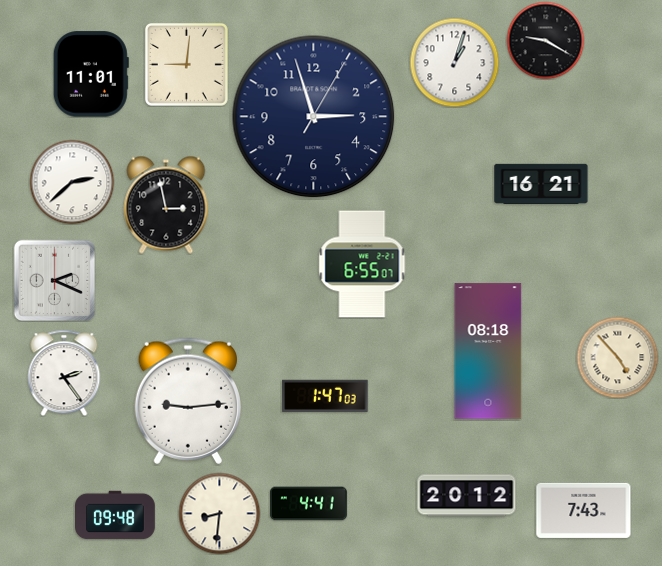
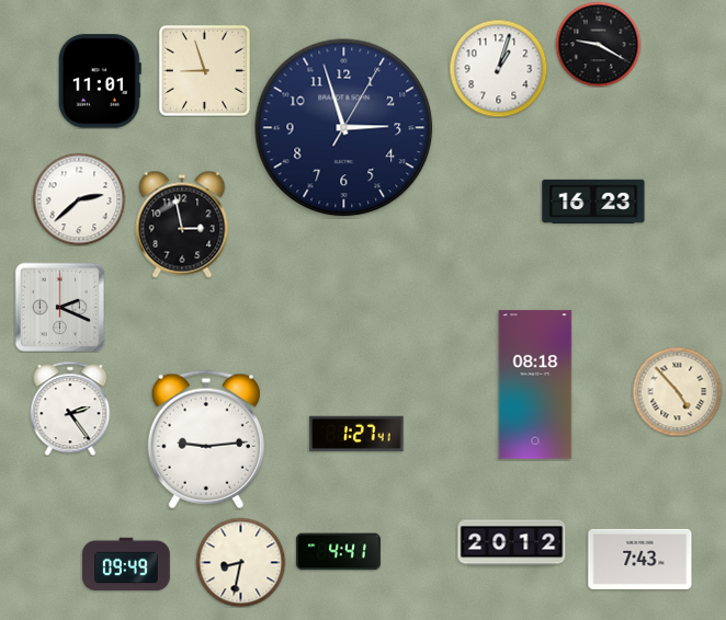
clock at (186, 64): 9:01 -> 8:57
clock at (541, 183): 16:21 -> 16:23
clock at (362, 264): 6:55 -> none
clock at (325, 396): 1:47 -> 1:27
clock at (219, 513): 8:31 -> 8:32
clock at (115, 515): 09:48 -> 09:49
